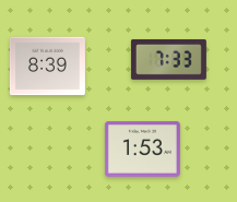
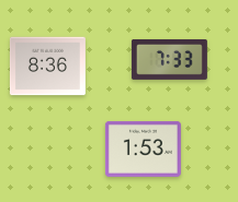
clock at (47, 67): 8:39 -> 8:36
